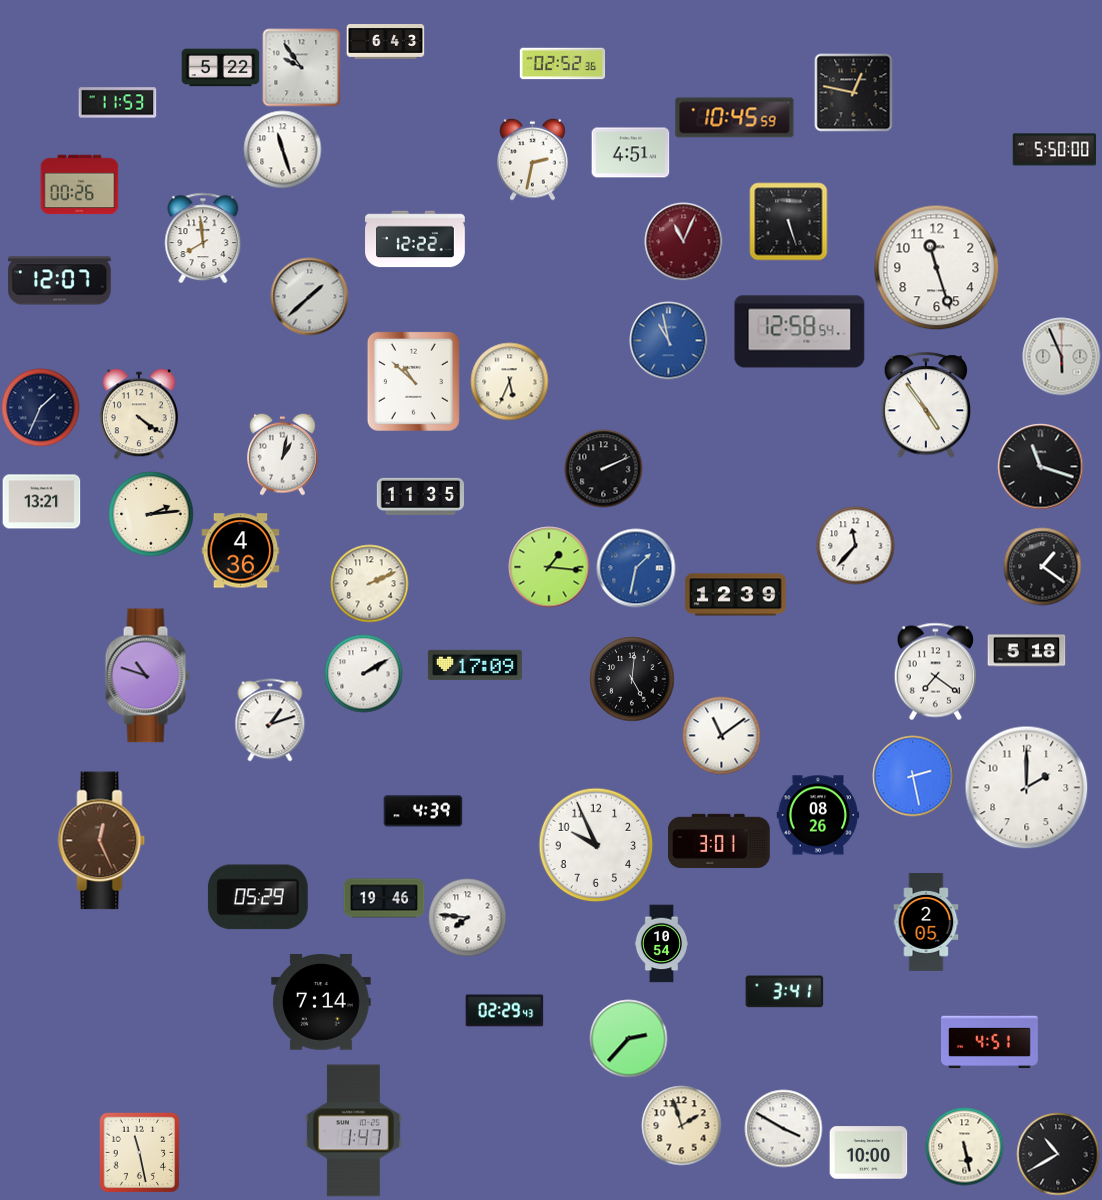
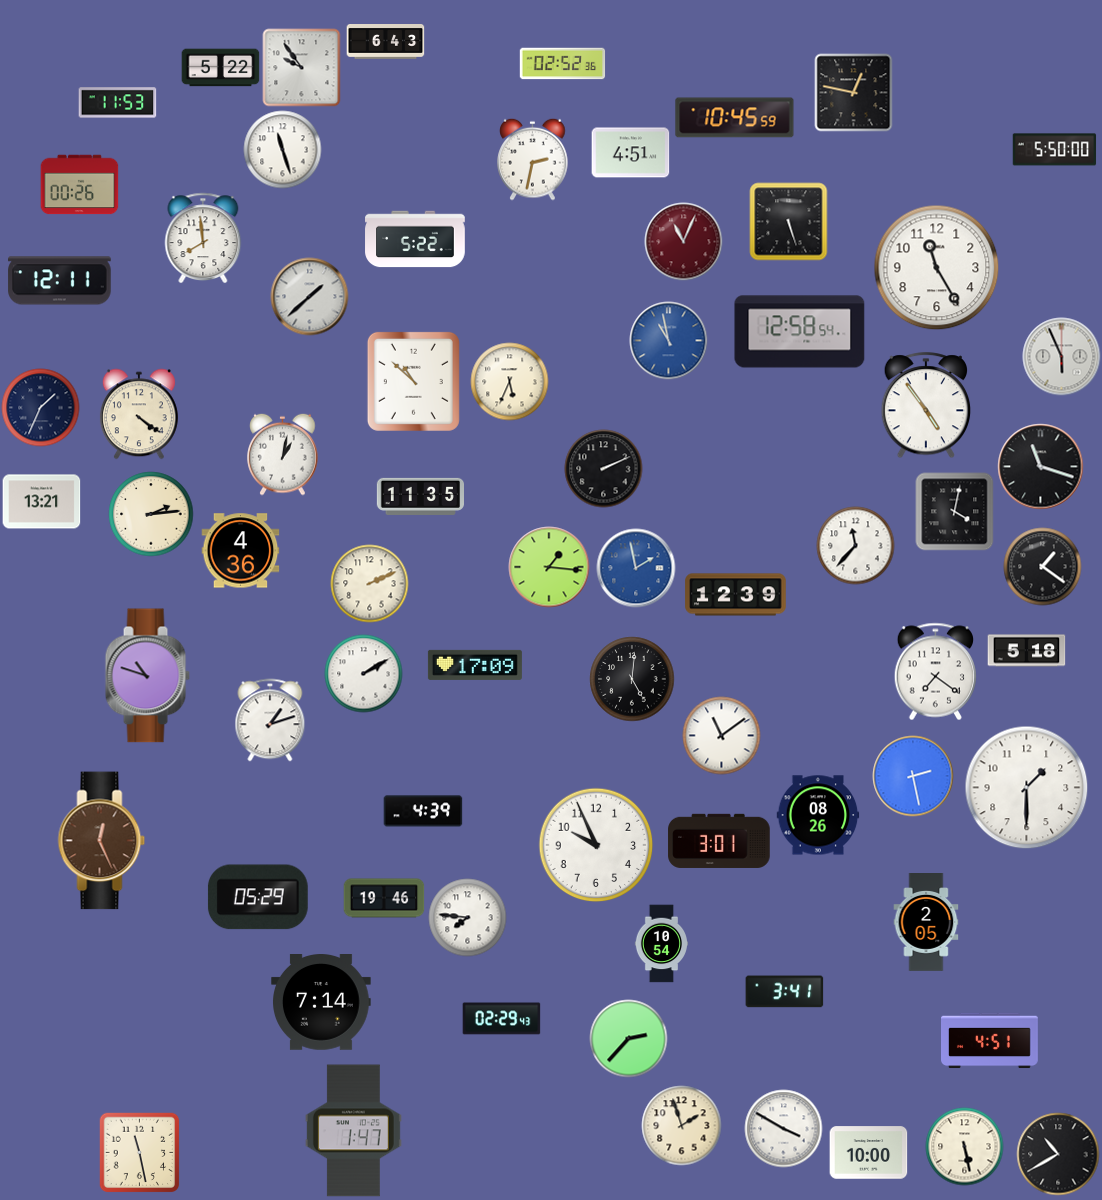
clock at (415, 239): 12:22 -> 5:22
clock at (936, 267): 11:27 -> 11:25
clock at (60, 281): 12:07 -> 12:11
clock at (954, 511): none -> 4:02
clock at (636, 568): 1:32 -> 1:58
clock at (1026, 787): 2:00 -> 1:30
clock at (504, 1011) position: (504, 1011) -> (501, 1019)
